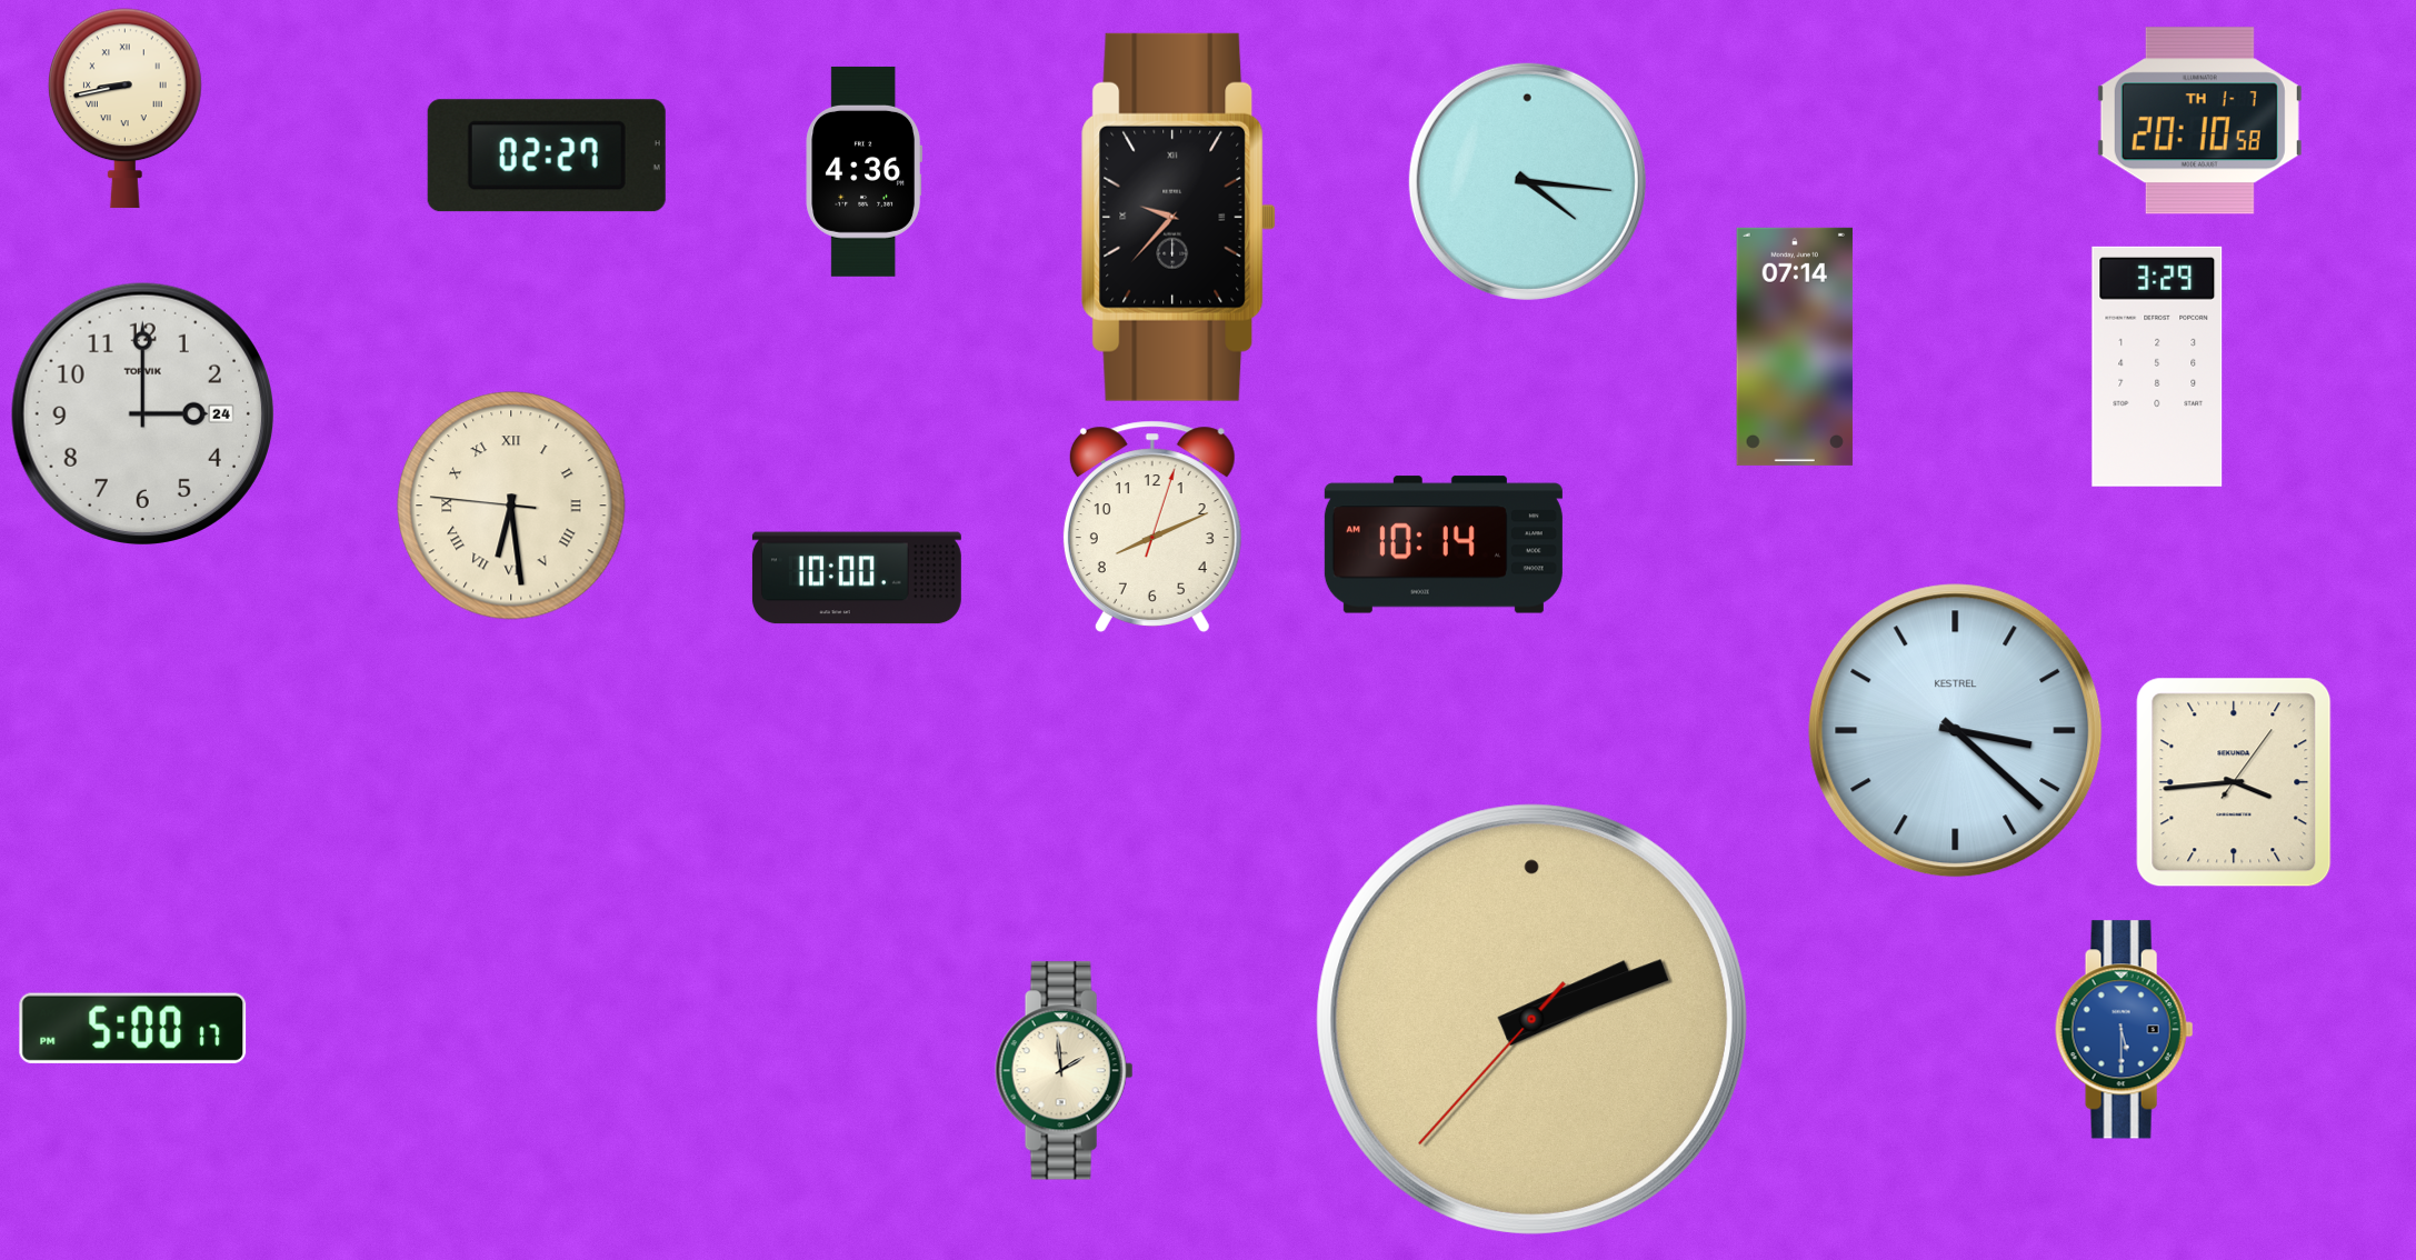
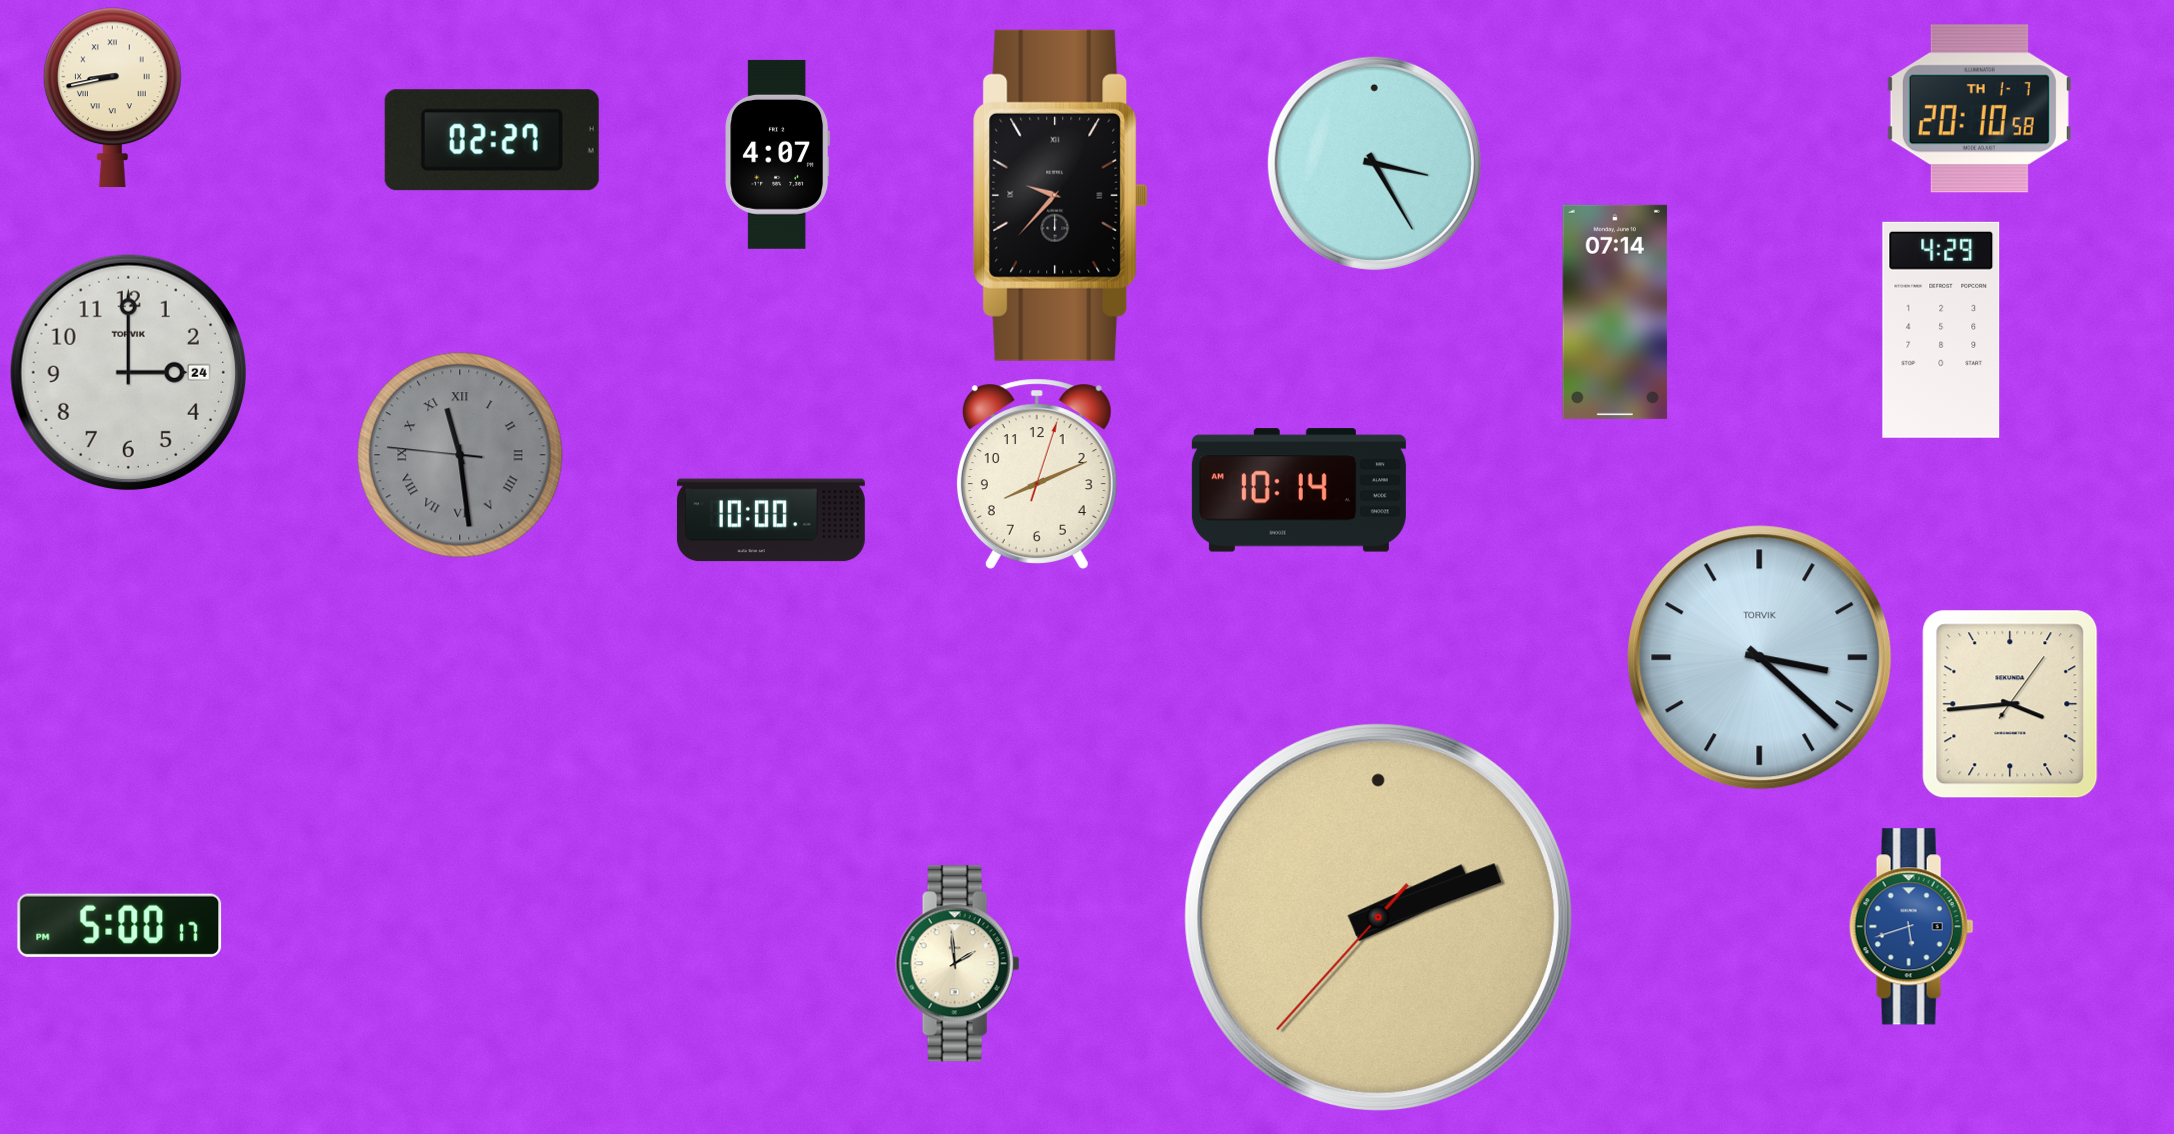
clock at (865, 171): 4:36 -> 4:07
clock at (1527, 181): 4:16 -> 3:25
clock at (2157, 367): 3:29 -> 4:29
clock at (511, 506): 6:28 -> 11:28
clock at (511, 506) dial: cream -> grey
clock at (1956, 731) brand: KESTREL -> TORVIK
clock at (2125, 1030): 5:30 -> 5:42
